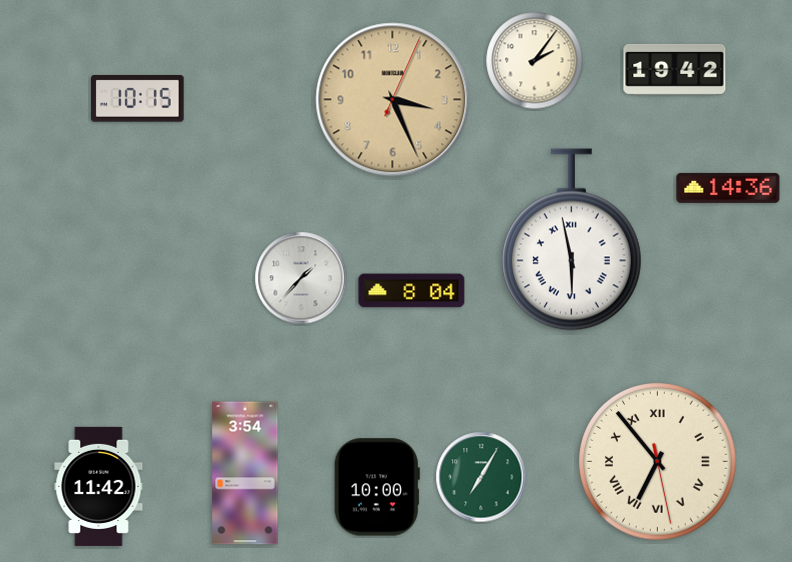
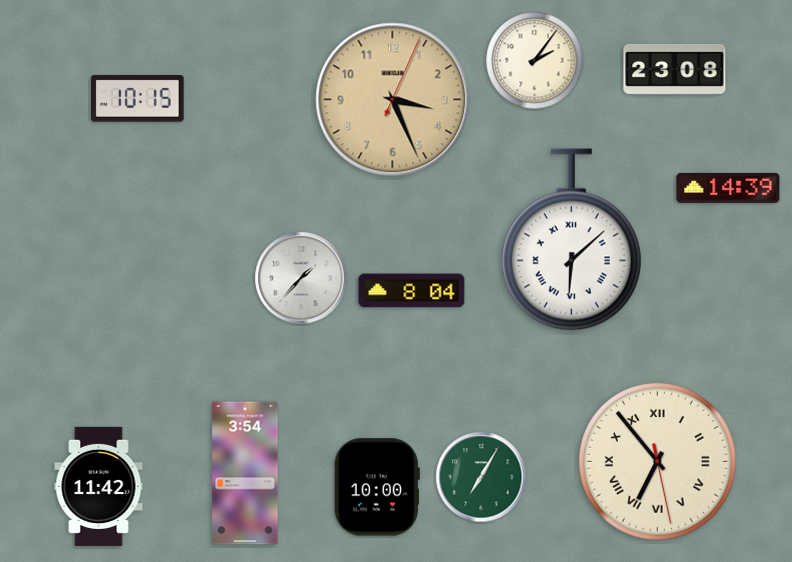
clock at (675, 69): 19:42 -> 23:08
clock at (728, 188): 14:36 -> 14:39
clock at (571, 240): 5:58 -> 6:08
